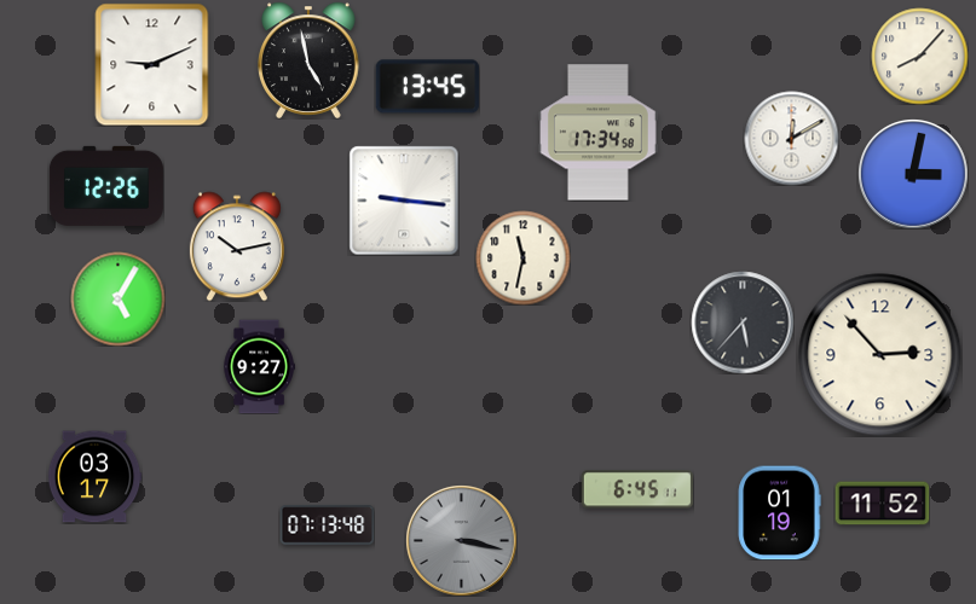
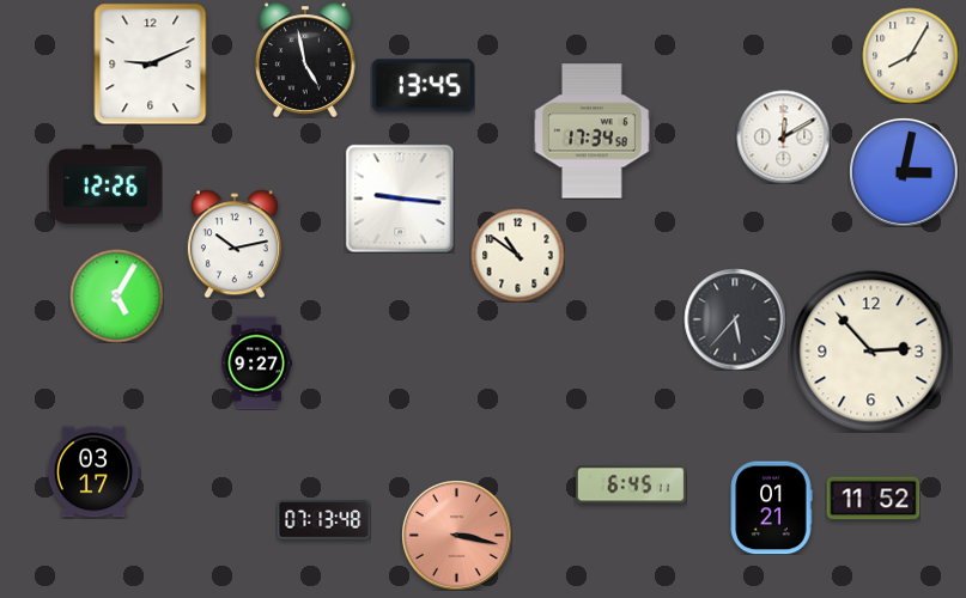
clock at (919, 56): 8:07 -> 8:05
clock at (522, 257): 11:32 -> 10:51
clock at (779, 512): 01:19 -> 01:21
clock at (462, 541) dial: grey -> salmon
